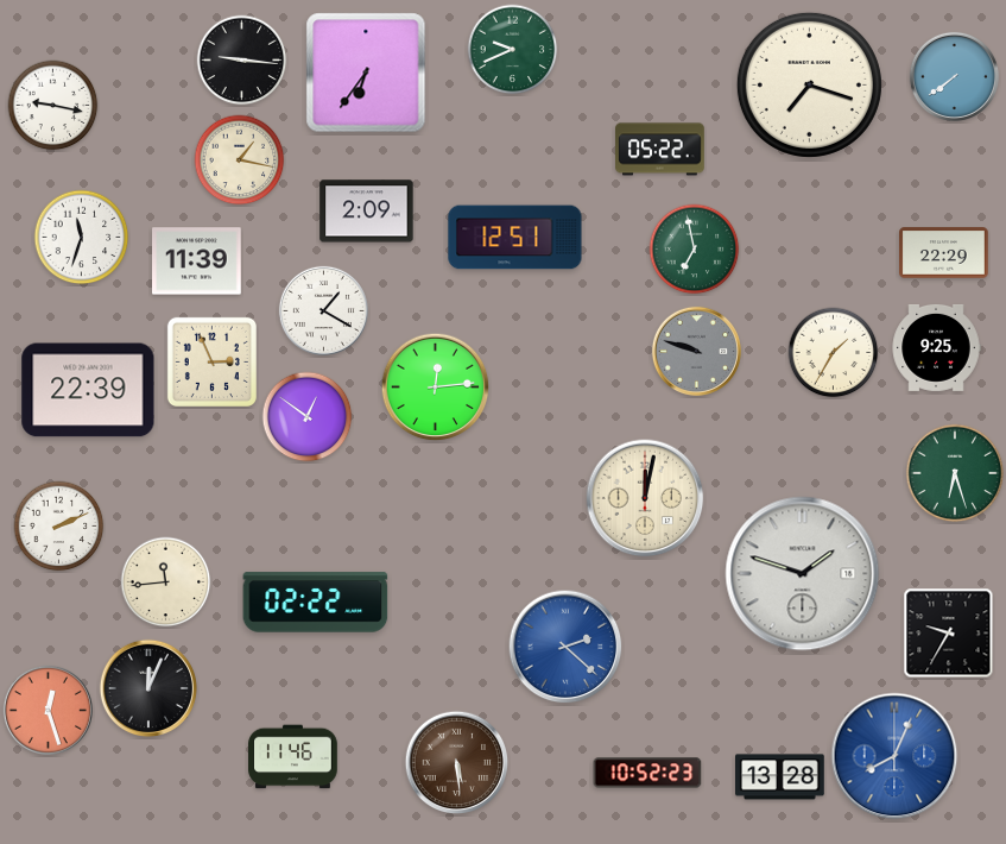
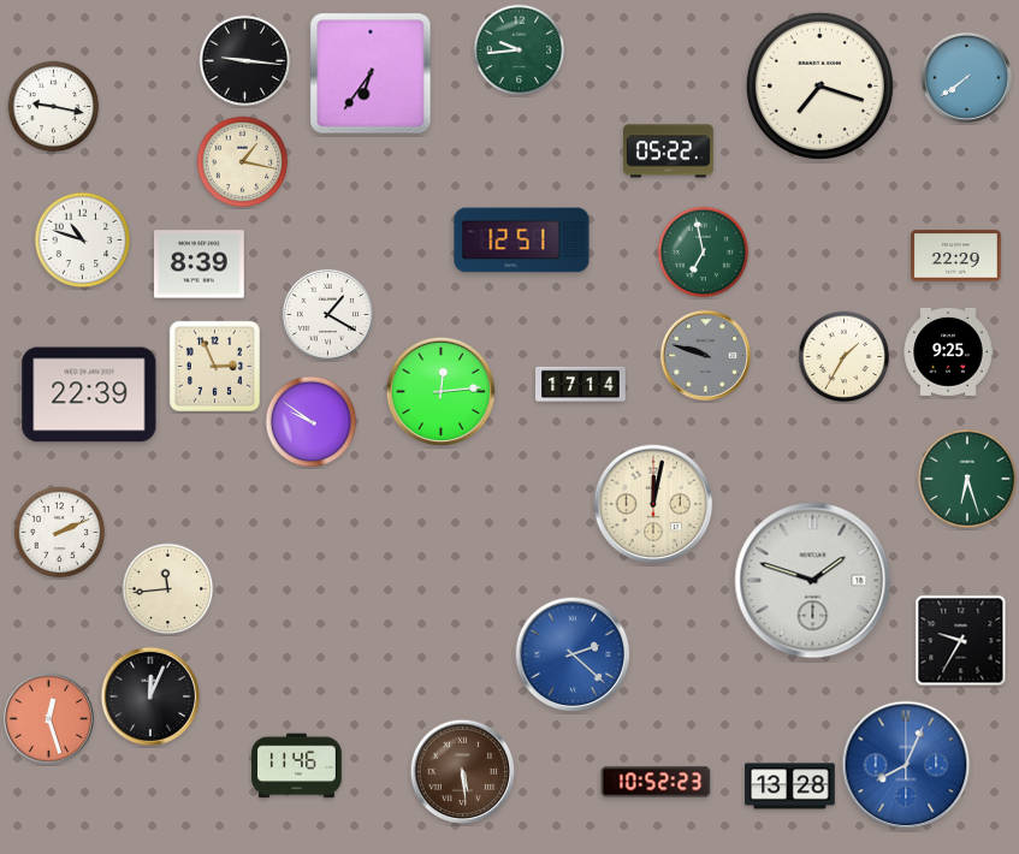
clock at (513, 50): 9:41 -> 9:44
clock at (367, 212): 2:09 -> none
clock at (82, 238): 11:33 -> 10:48
clock at (197, 262): 11:39 -> 8:39
clock at (581, 384): none -> 17:14
clock at (308, 417): 12:51 -> 9:51
clock at (316, 603): 02:22 -> none
